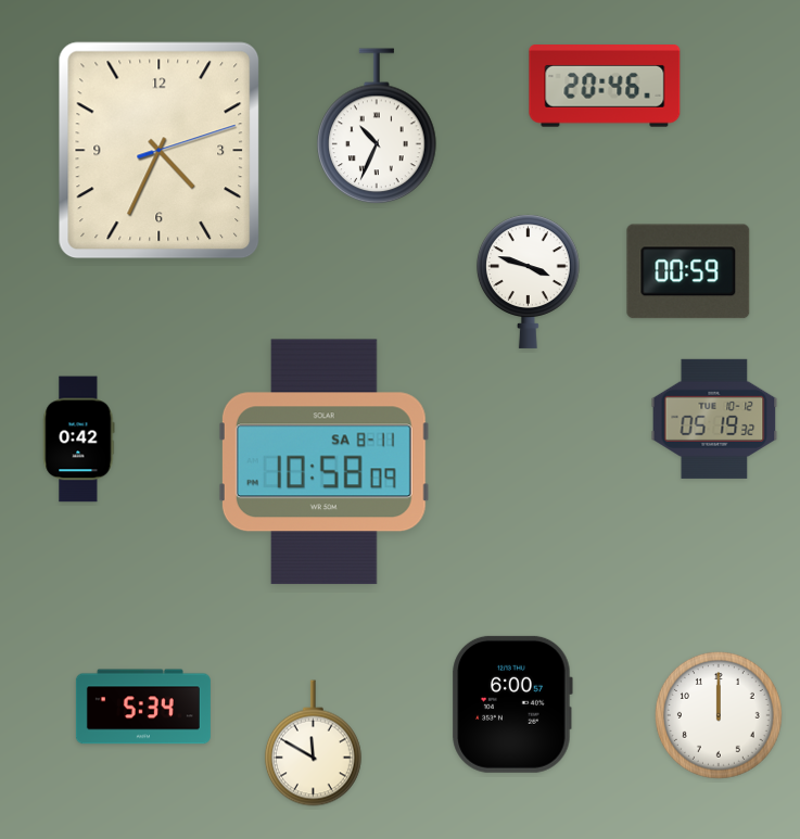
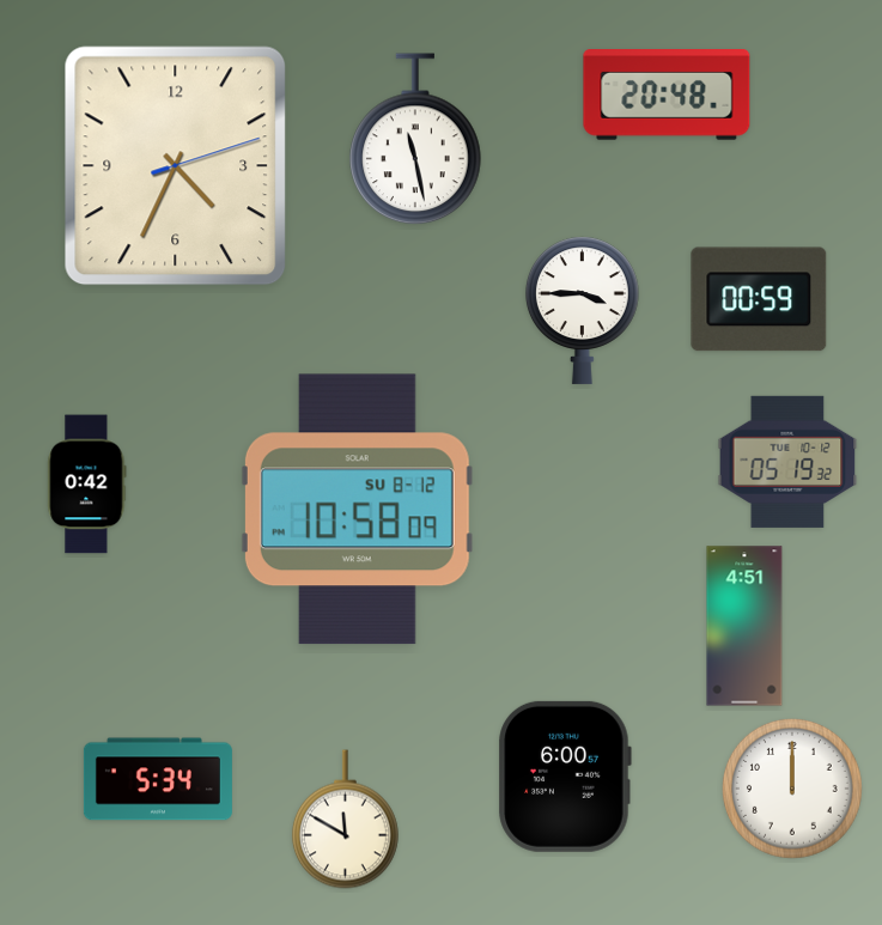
clock at (605, 87): 20:46 -> 20:48
clock at (377, 127): 10:34 -> 11:28
clock at (528, 281): 3:48 -> 3:45
clock at (323, 462) date: SA 8-11 -> SU 8-12
clock at (744, 626): none -> 4:51
